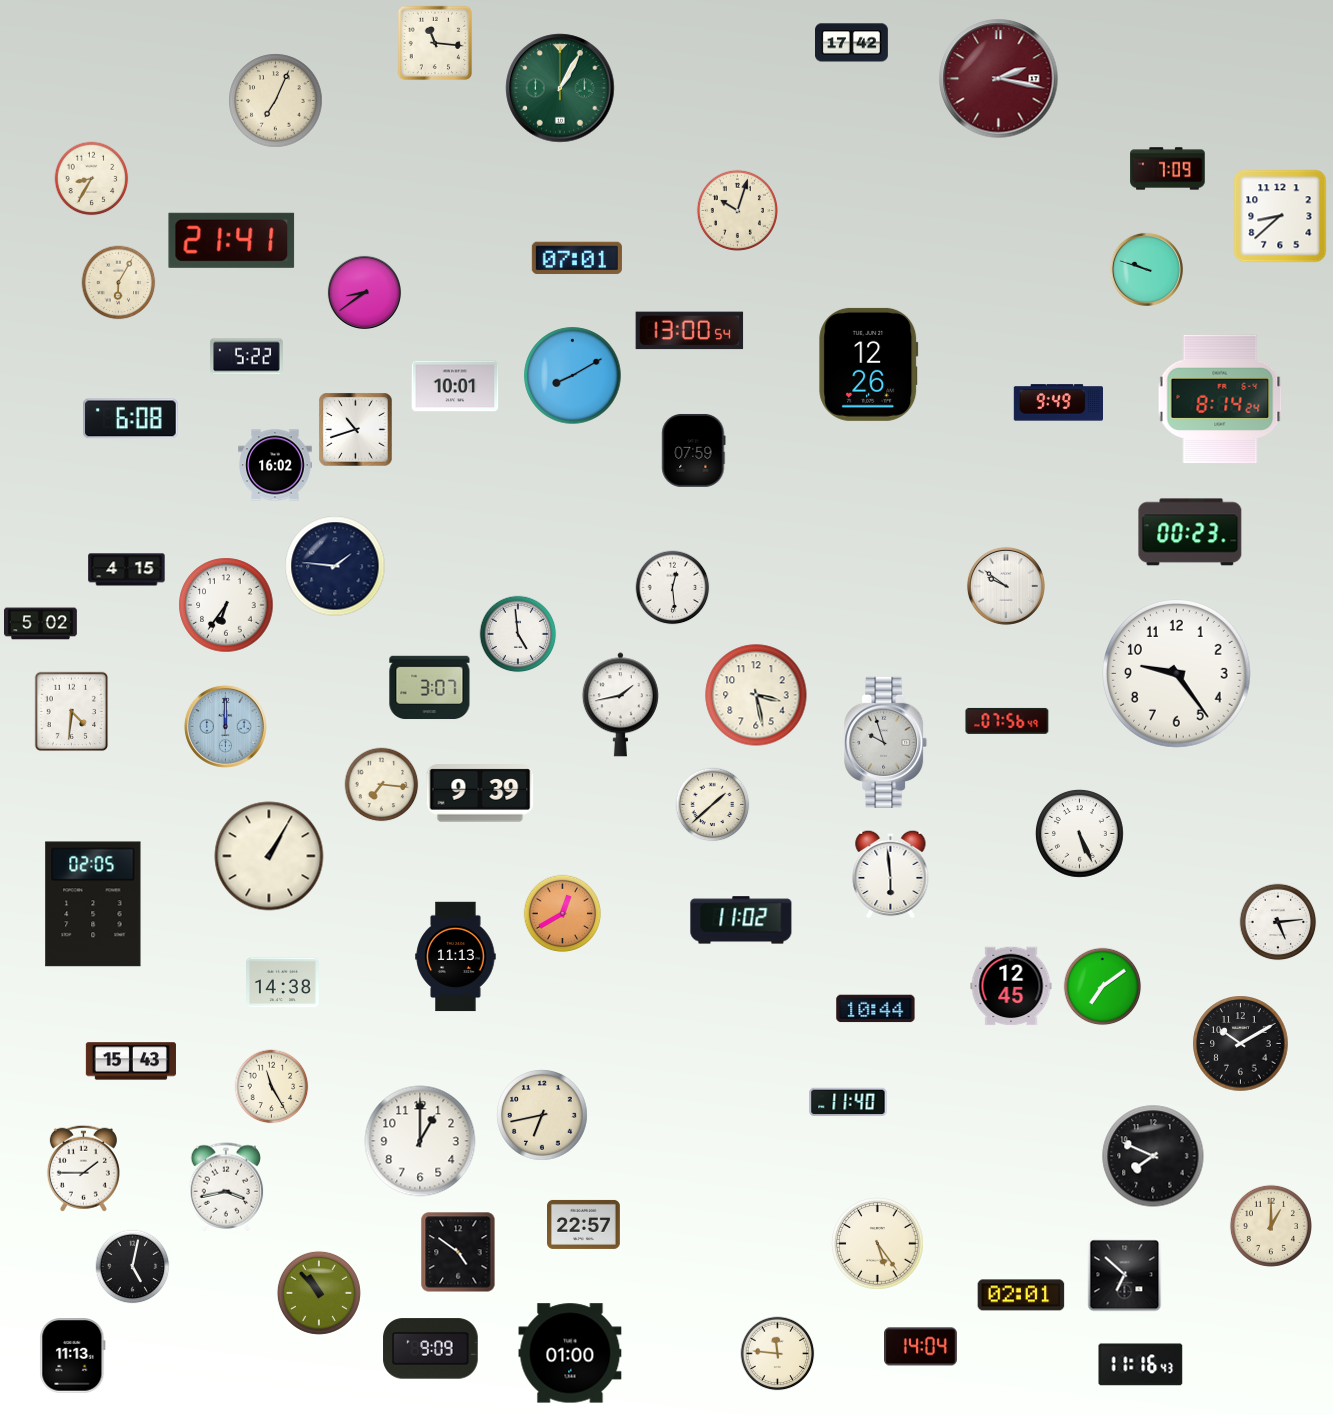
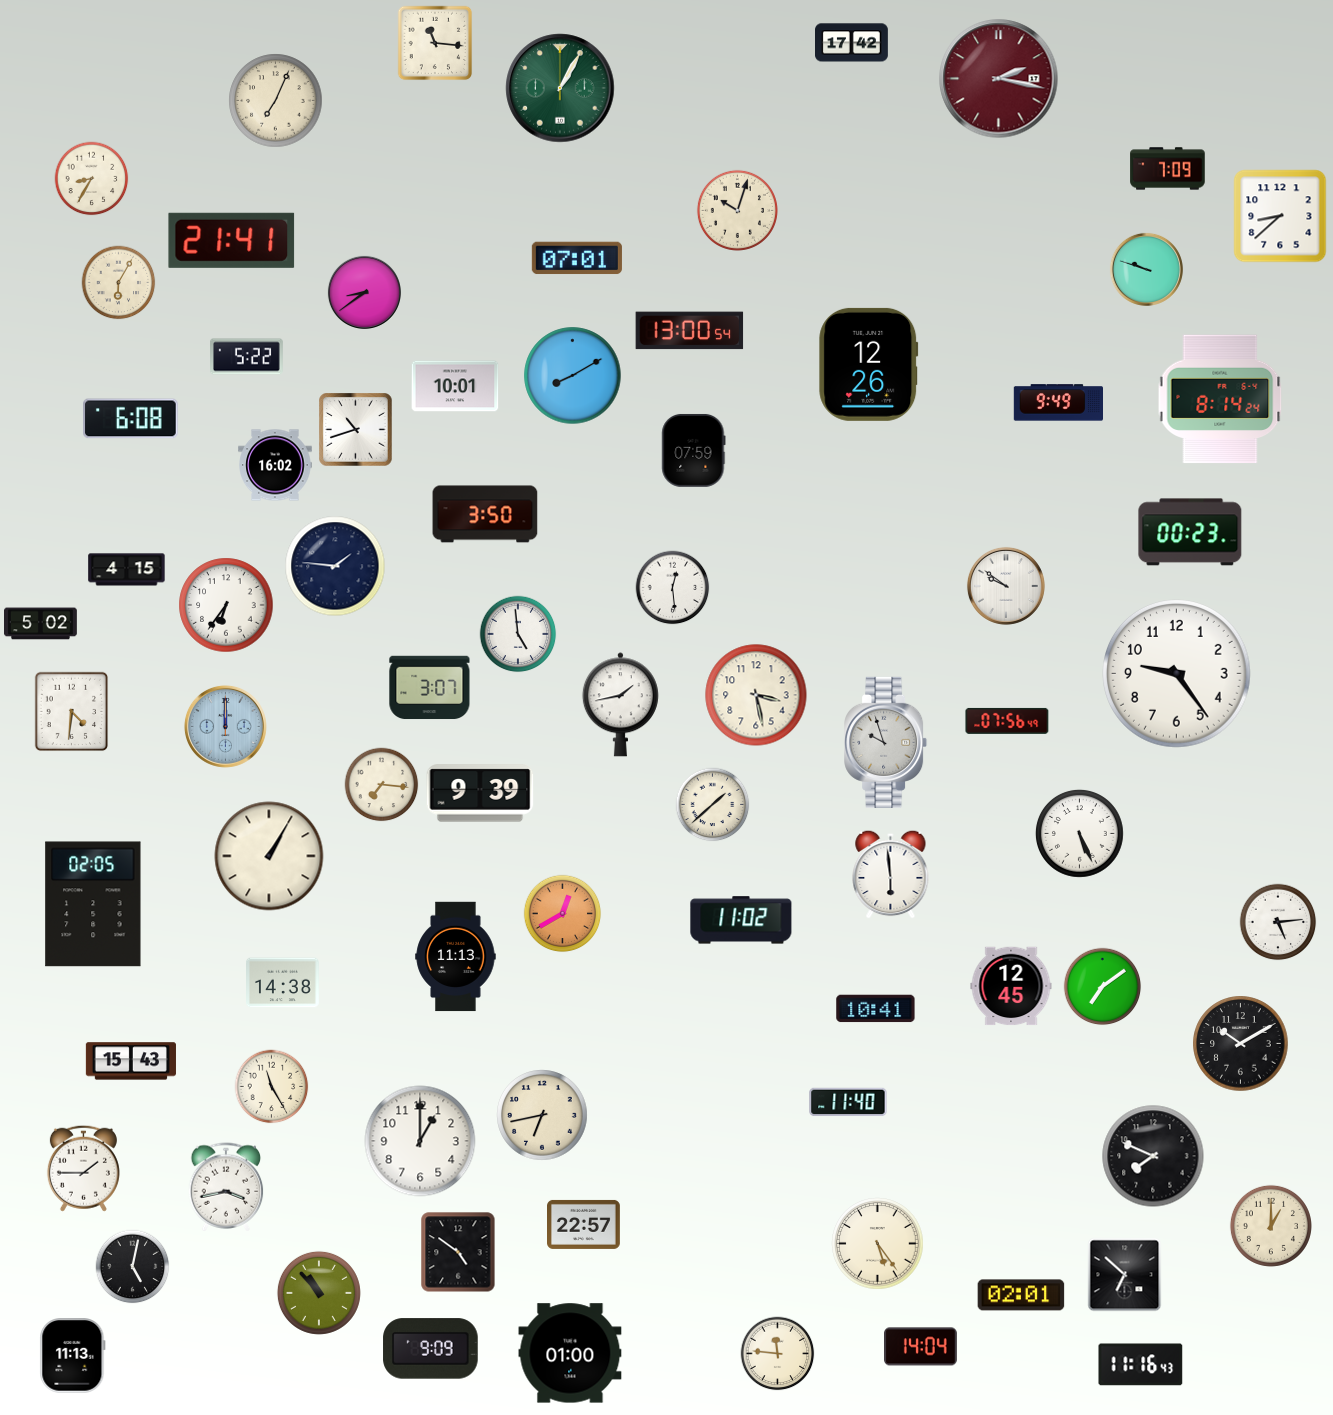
clock at (485, 514): none -> 3:50
clock at (876, 1009): 10:44 -> 10:41
